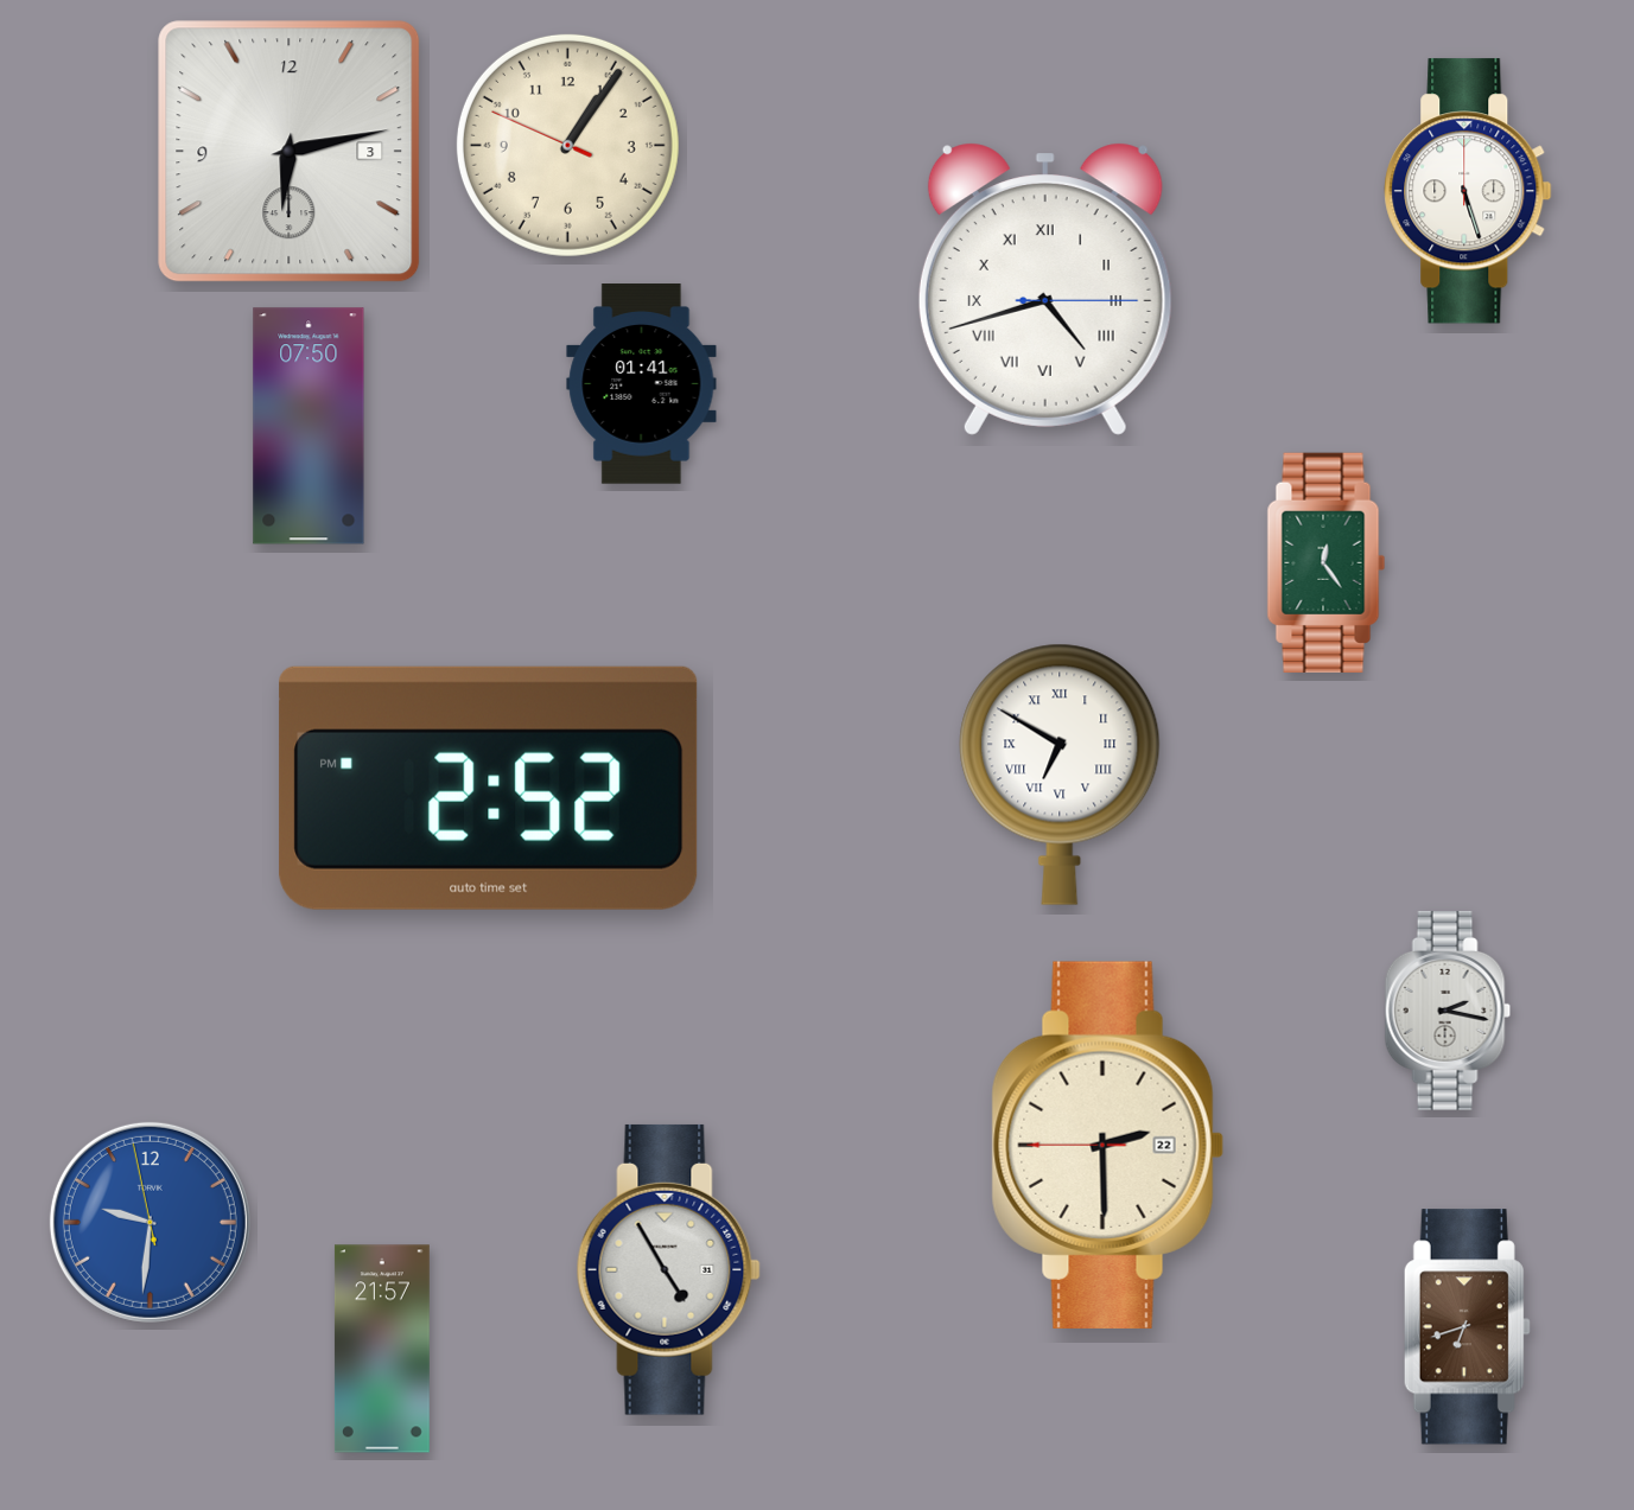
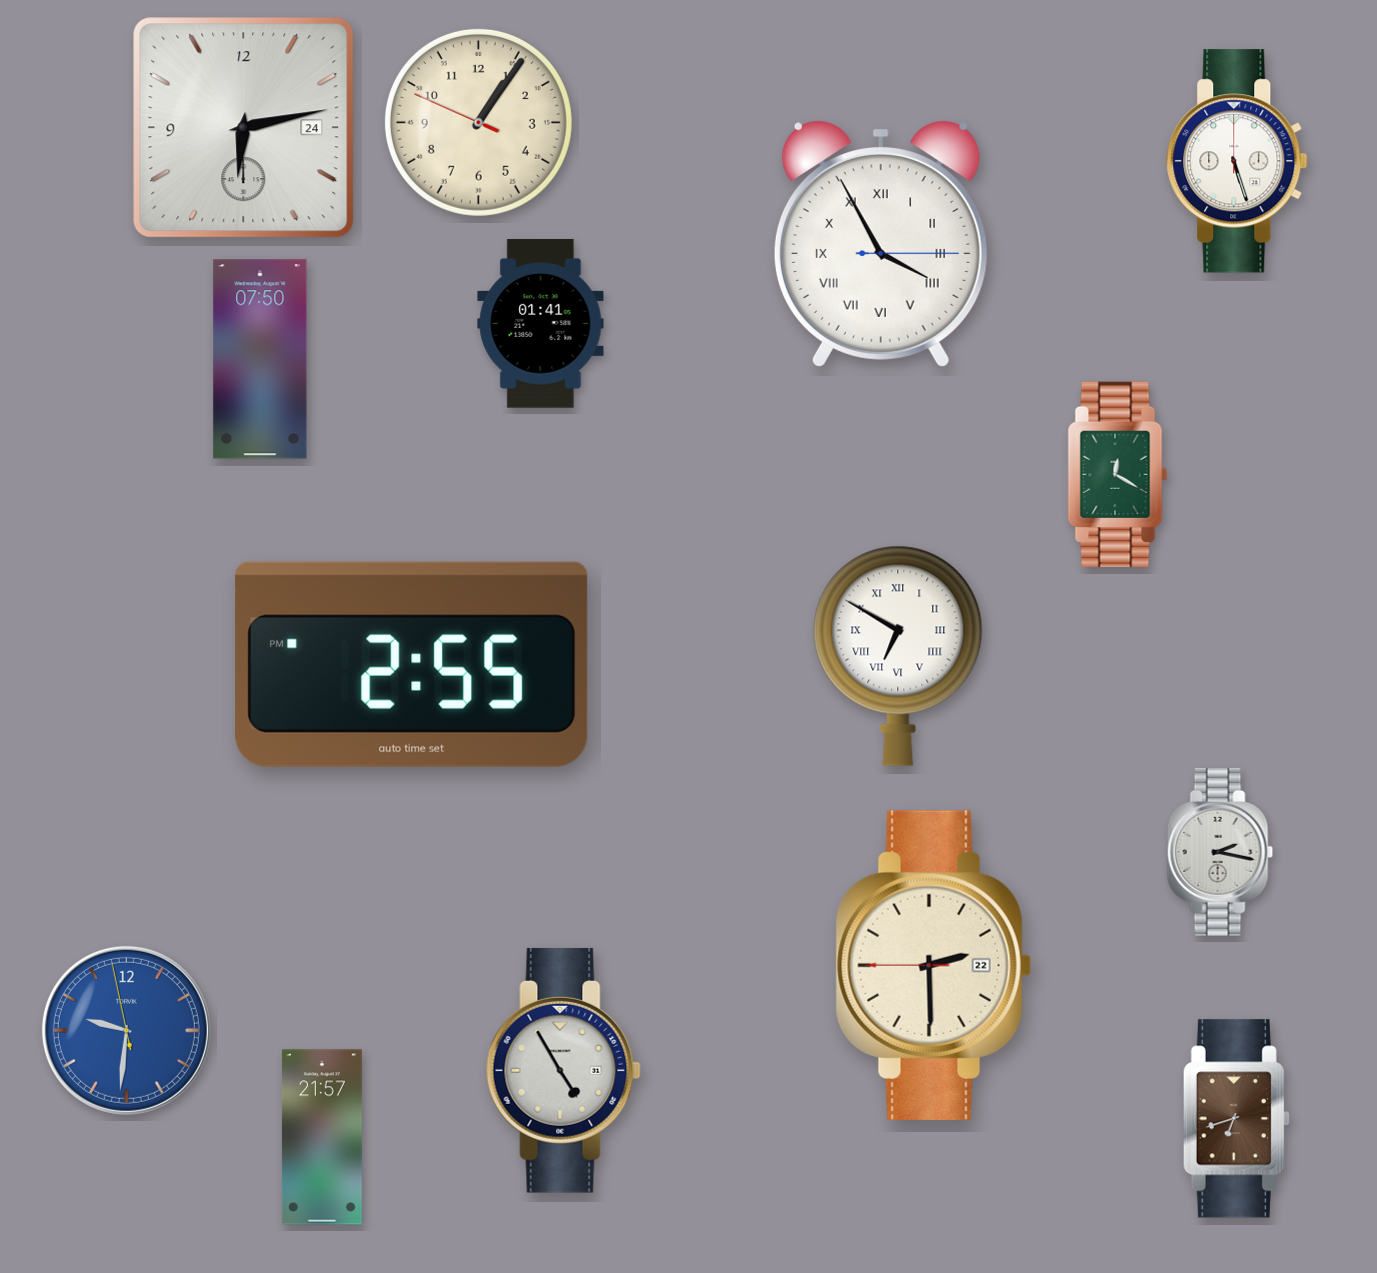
clock at (290, 152) date: 3 -> 24
clock at (1045, 289): 4:42 -> 3:55
clock at (1327, 562): 12:24 -> 12:20
clock at (1060, 775) position: (1060, 775) -> (898, 656)
clock at (489, 788): 2:52 -> 2:55
